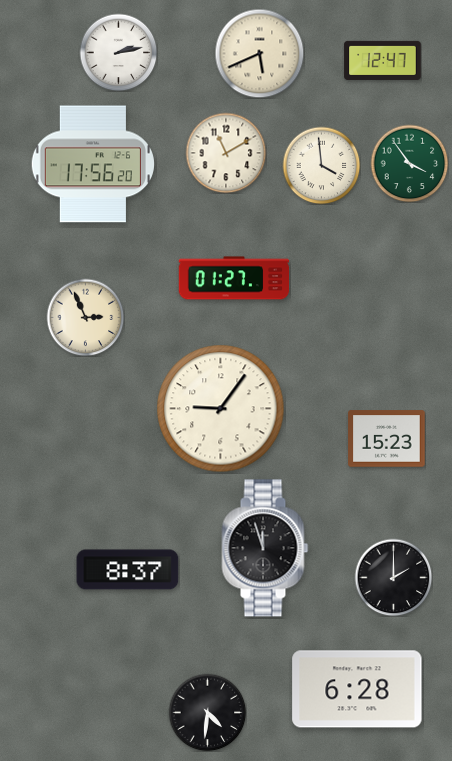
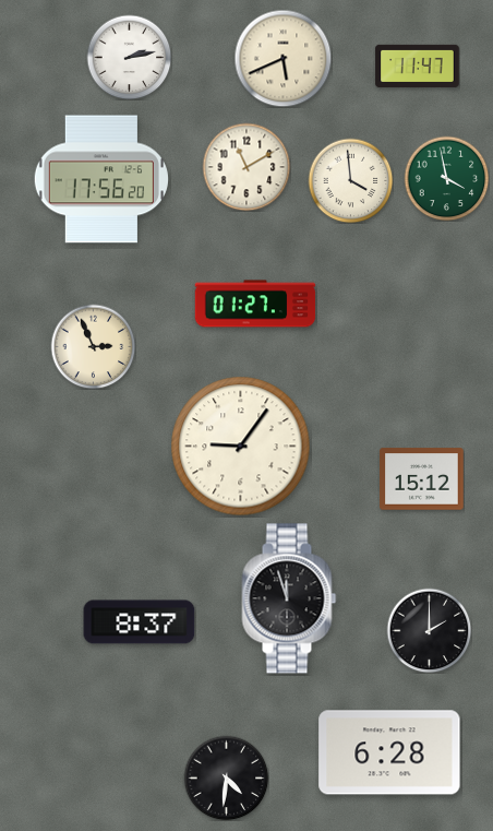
clock at (383, 60): 12:47 -> 11:47
clock at (409, 163): 3:54 -> 3:58
clock at (387, 439): 15:23 -> 15:12
